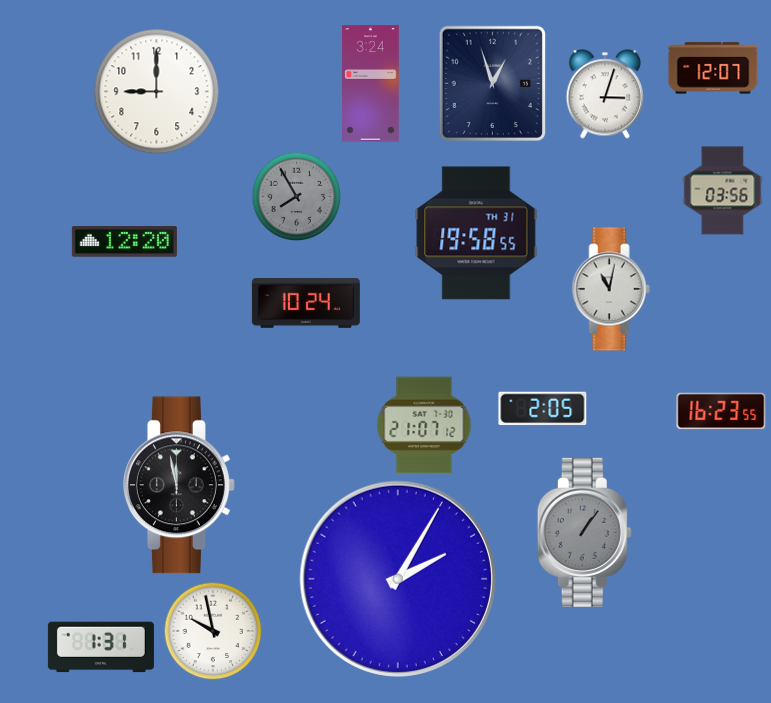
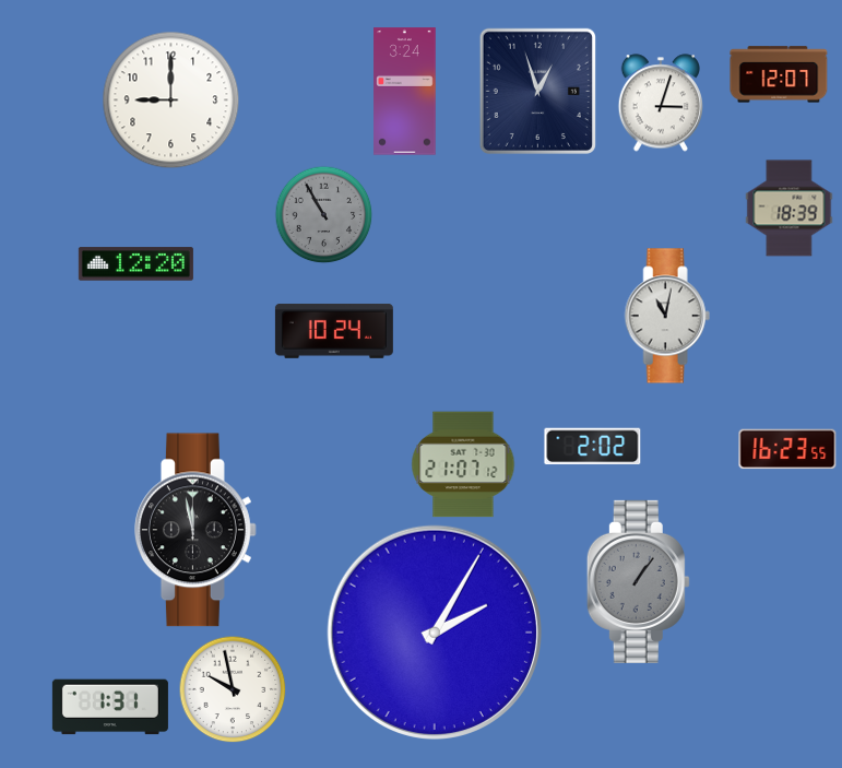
clock at (723, 191): 03:56 -> 18:39
clock at (296, 196): 7:55 -> 10:55
clock at (476, 233): 19:58 -> none
clock at (543, 409): 2:05 -> 2:02
